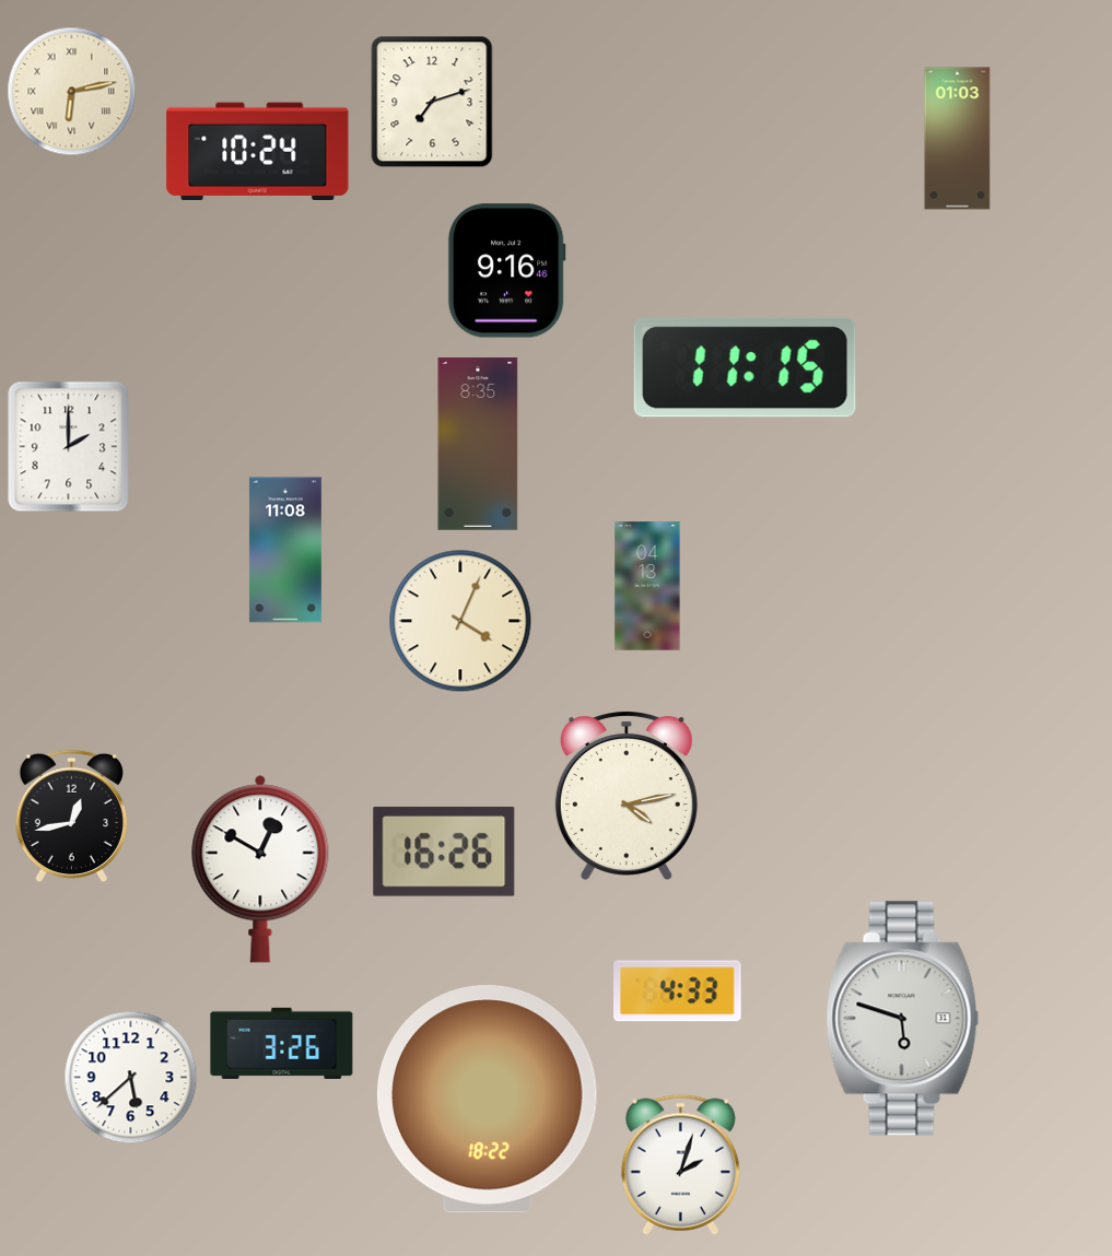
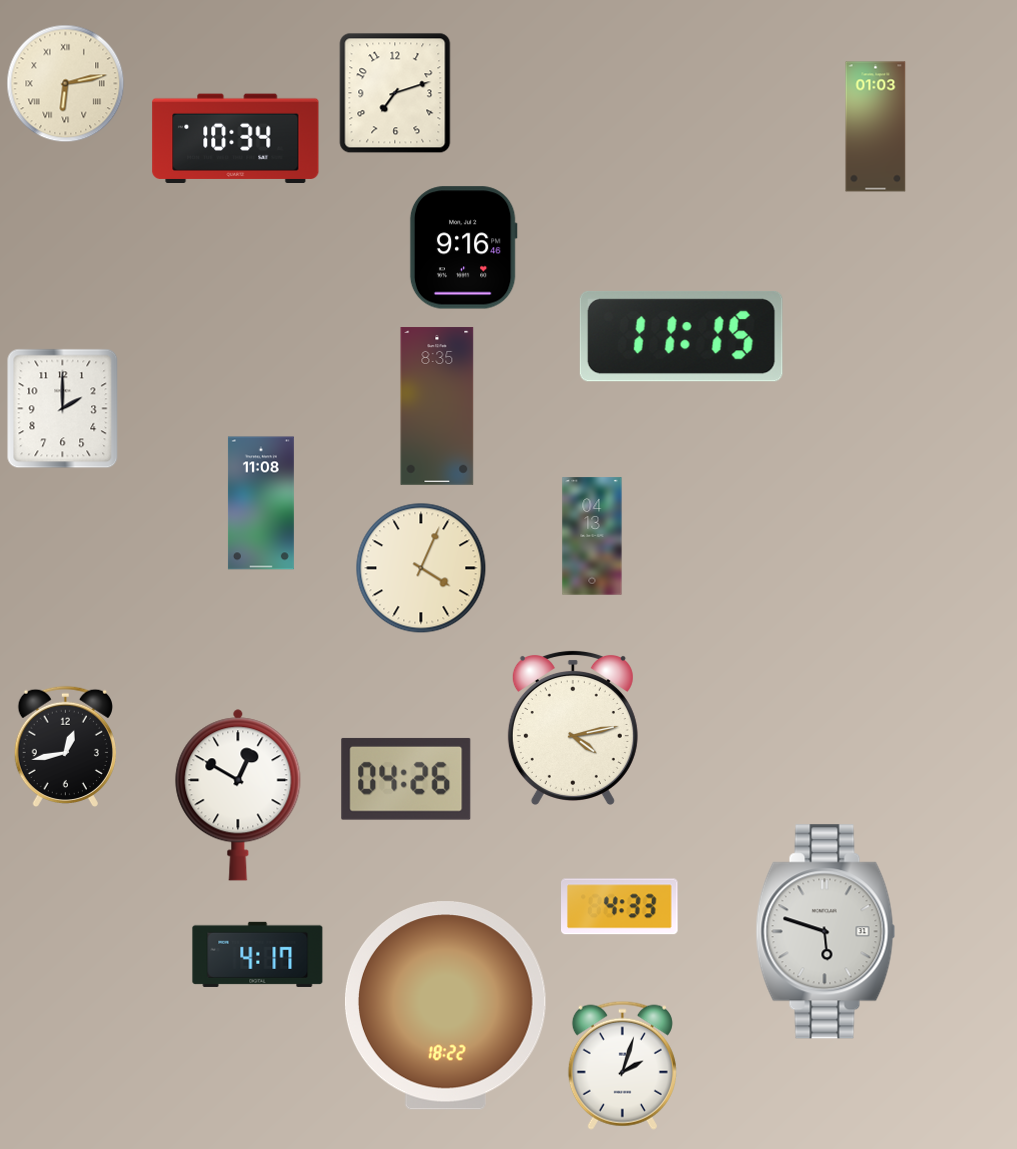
clock at (258, 151): 10:24 -> 10:34
clock at (444, 852): 16:26 -> 04:26
clock at (282, 1043): 3:26 -> 4:17
clock at (131, 1078): 5:38 -> none
